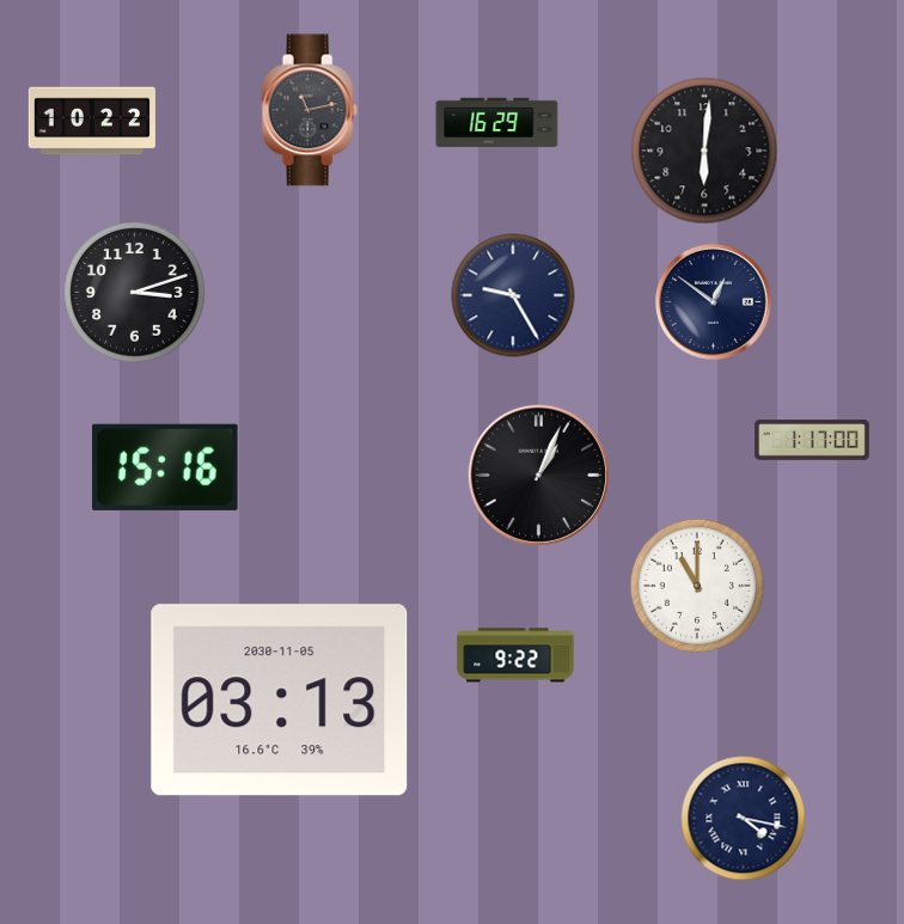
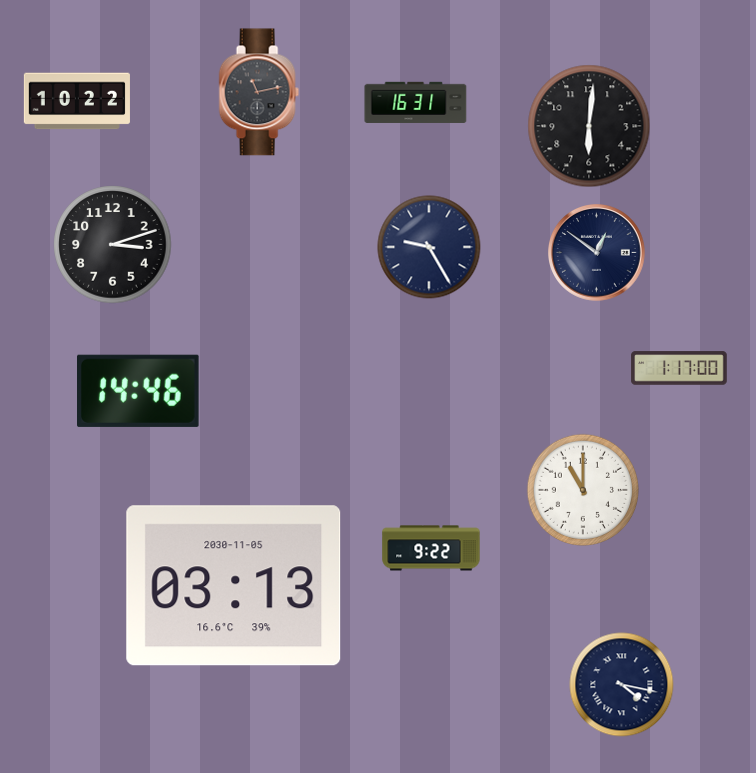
clock at (497, 122): 16:29 -> 16:31
clock at (166, 467): 15:16 -> 14:46
clock at (538, 475): 1:04 -> none
